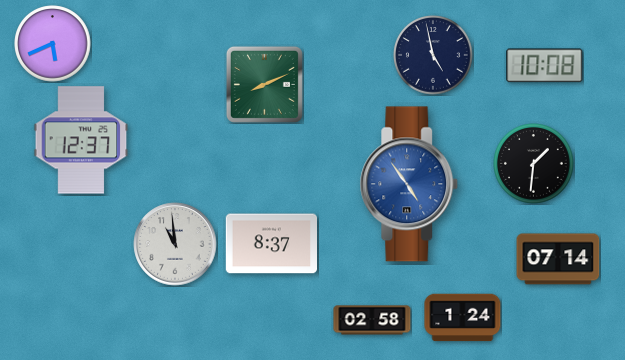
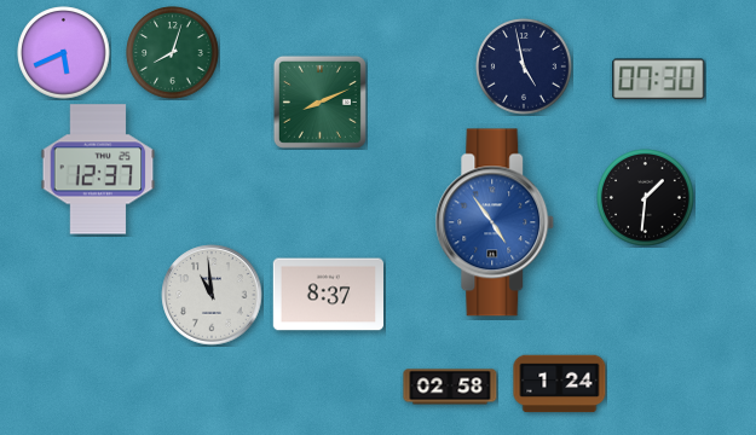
clock at (173, 53): none -> 8:03
clock at (545, 66): 10:08 -> 07:30
clock at (558, 259): 07:14 -> none
